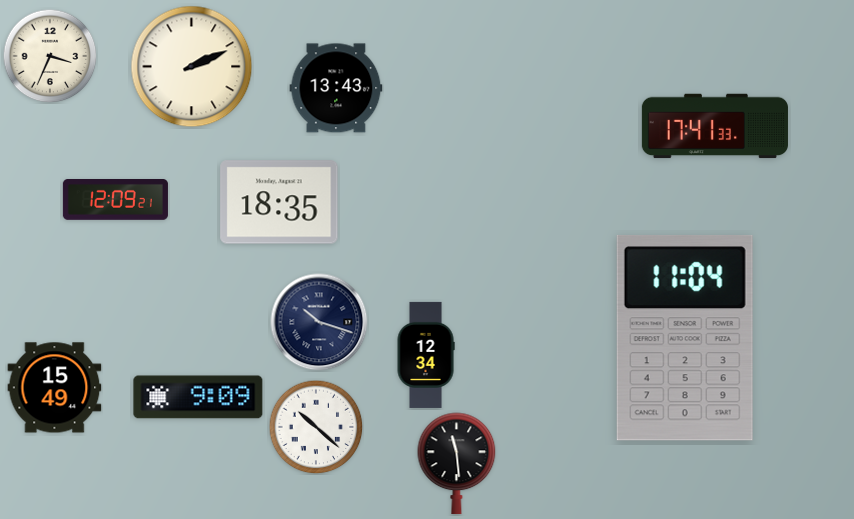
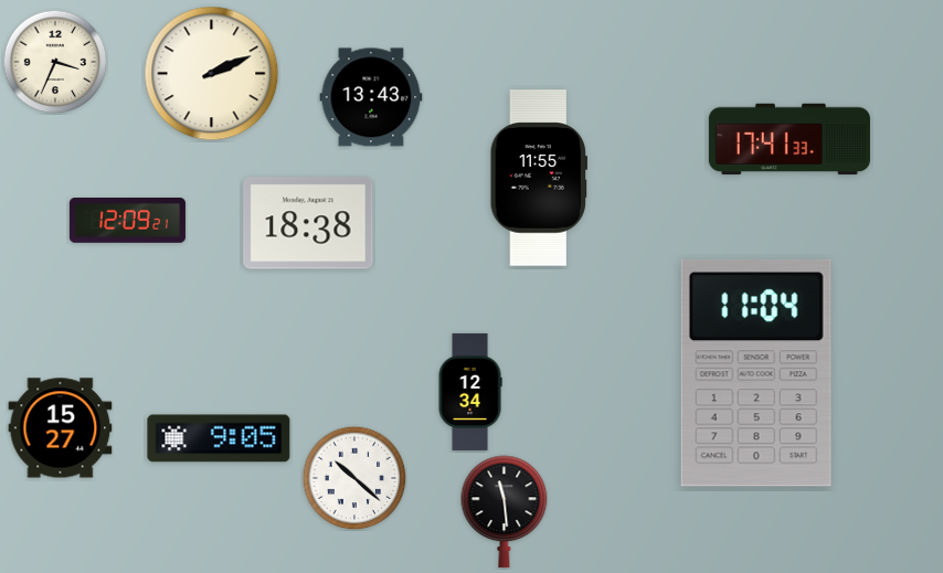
clock at (538, 178): none -> 11:55
clock at (279, 202): 18:35 -> 18:38
clock at (319, 322): 10:18 -> none
clock at (55, 388): 15:49 -> 15:27
clock at (198, 397): 9:09 -> 9:05
clock at (316, 427) position: (316, 427) -> (354, 478)
